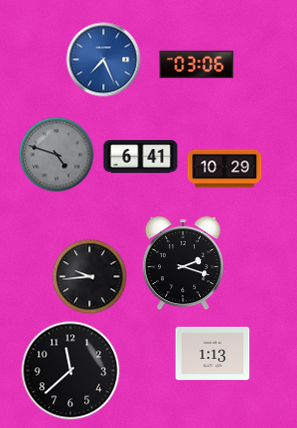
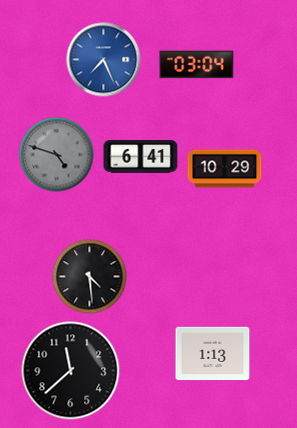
clock at (197, 65): 03:06 -> 03:04
clock at (183, 264): 2:18 -> none
clock at (90, 277): 9:44 -> 4:29
